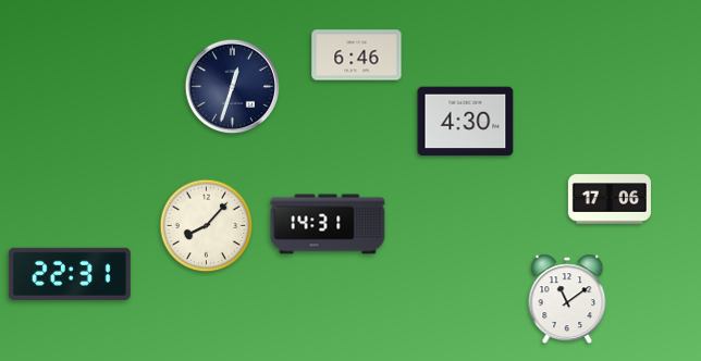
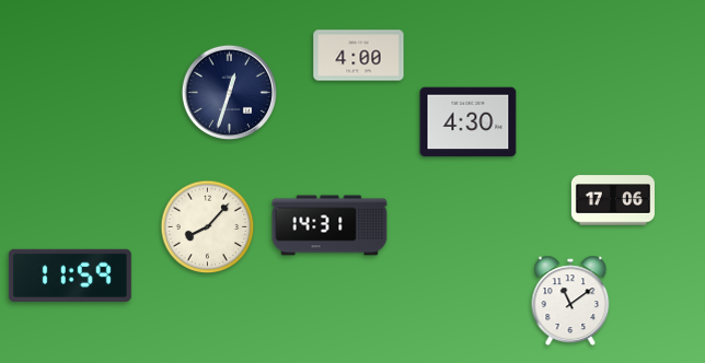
clock at (357, 55): 6:46 -> 4:00
clock at (233, 87) position: (233, 87) -> (230, 93)
clock at (70, 274): 22:31 -> 11:59
